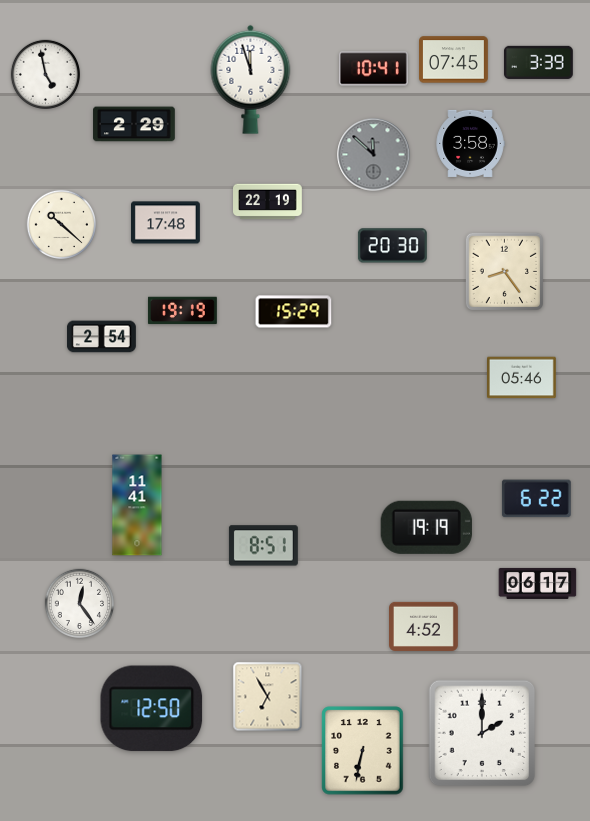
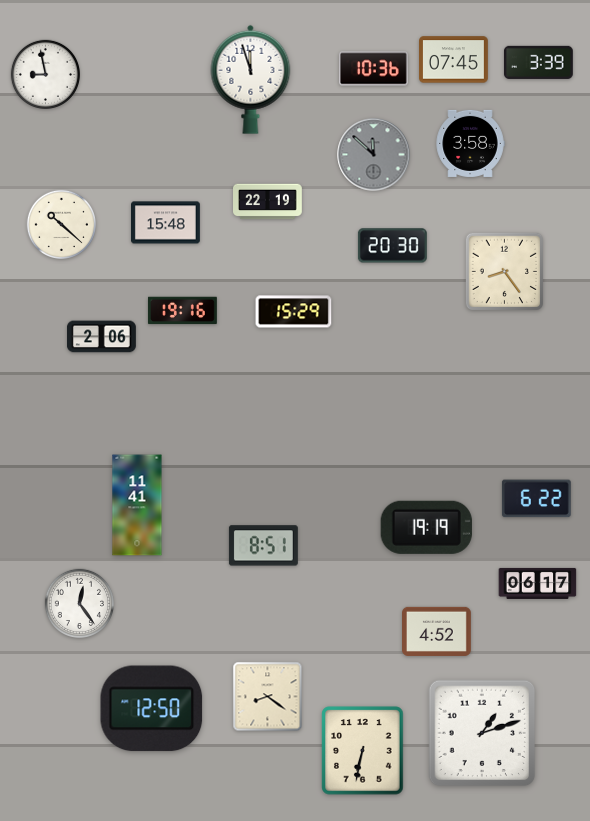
clock at (373, 69): 10:41 -> 10:36
clock at (45, 74): 4:58 -> 8:58
clock at (134, 124): 2:29 -> none
clock at (166, 223): 17:48 -> 15:48
clock at (182, 311): 19:19 -> 19:16
clock at (102, 337): 2:54 -> 2:06
clock at (522, 378): 05:46 -> none
clock at (424, 626) position: (424, 626) -> (437, 631)
clock at (268, 697): 6:55 -> 8:21
clock at (482, 733): 2:00 -> 1:12
